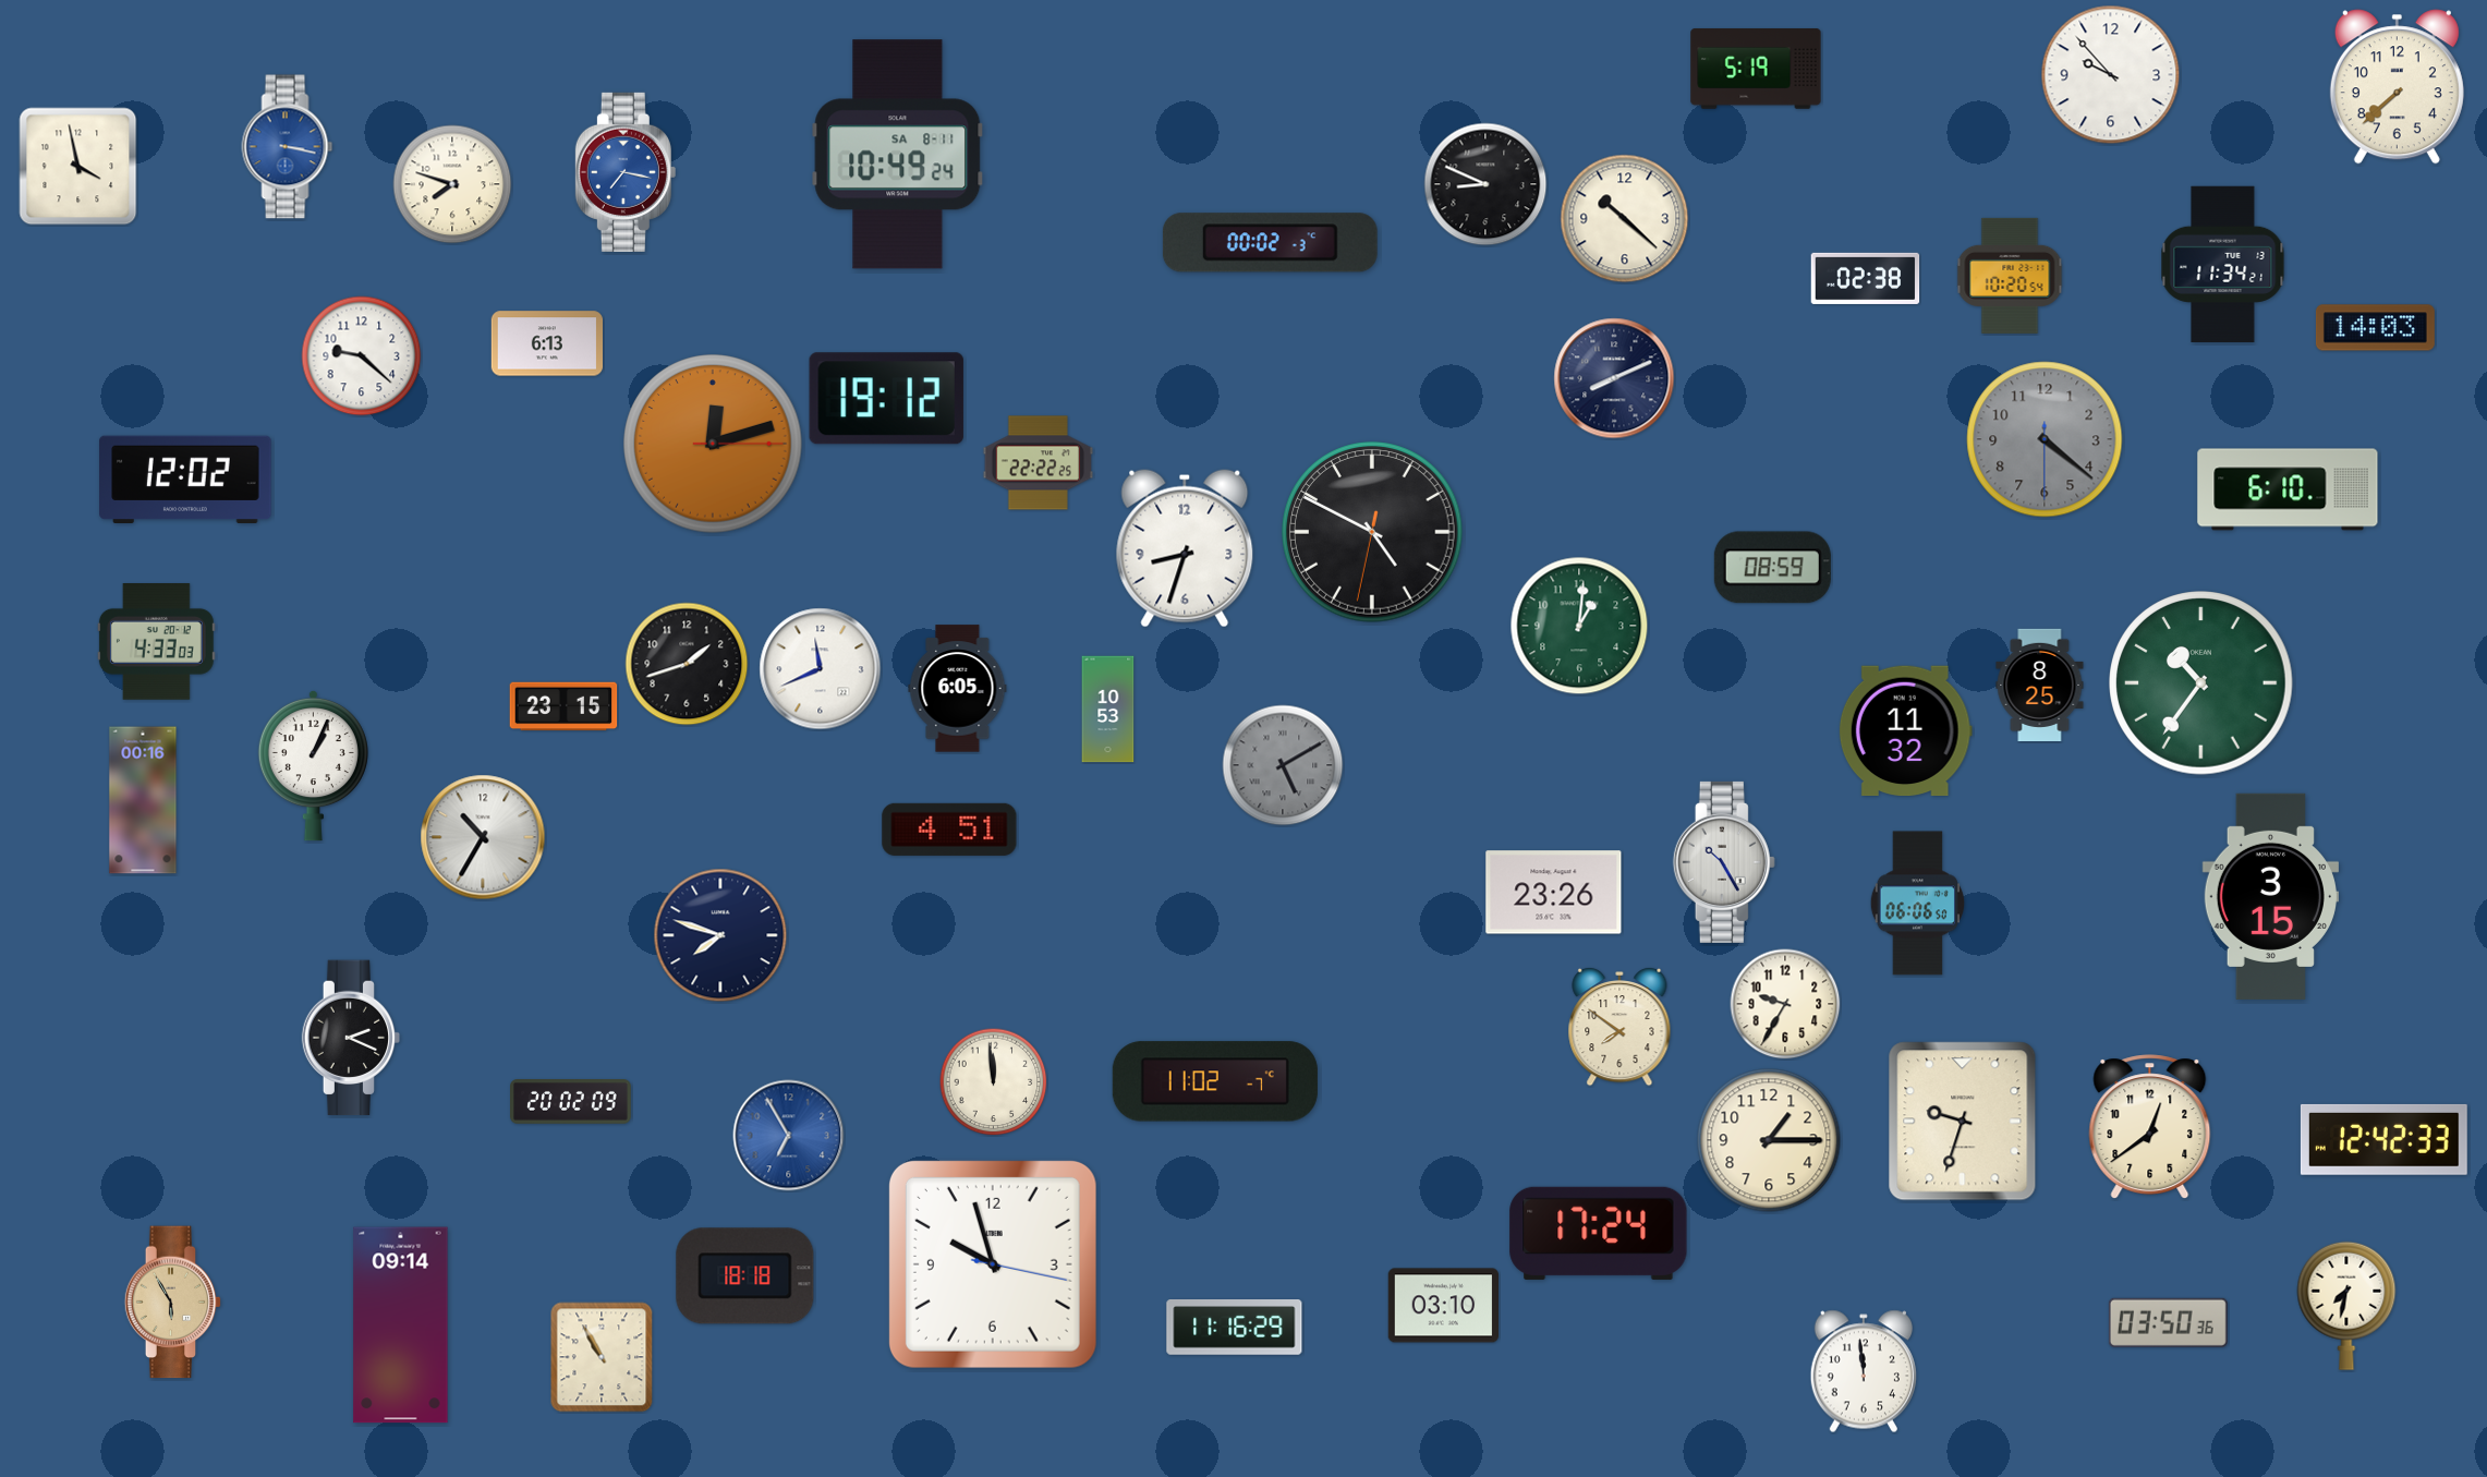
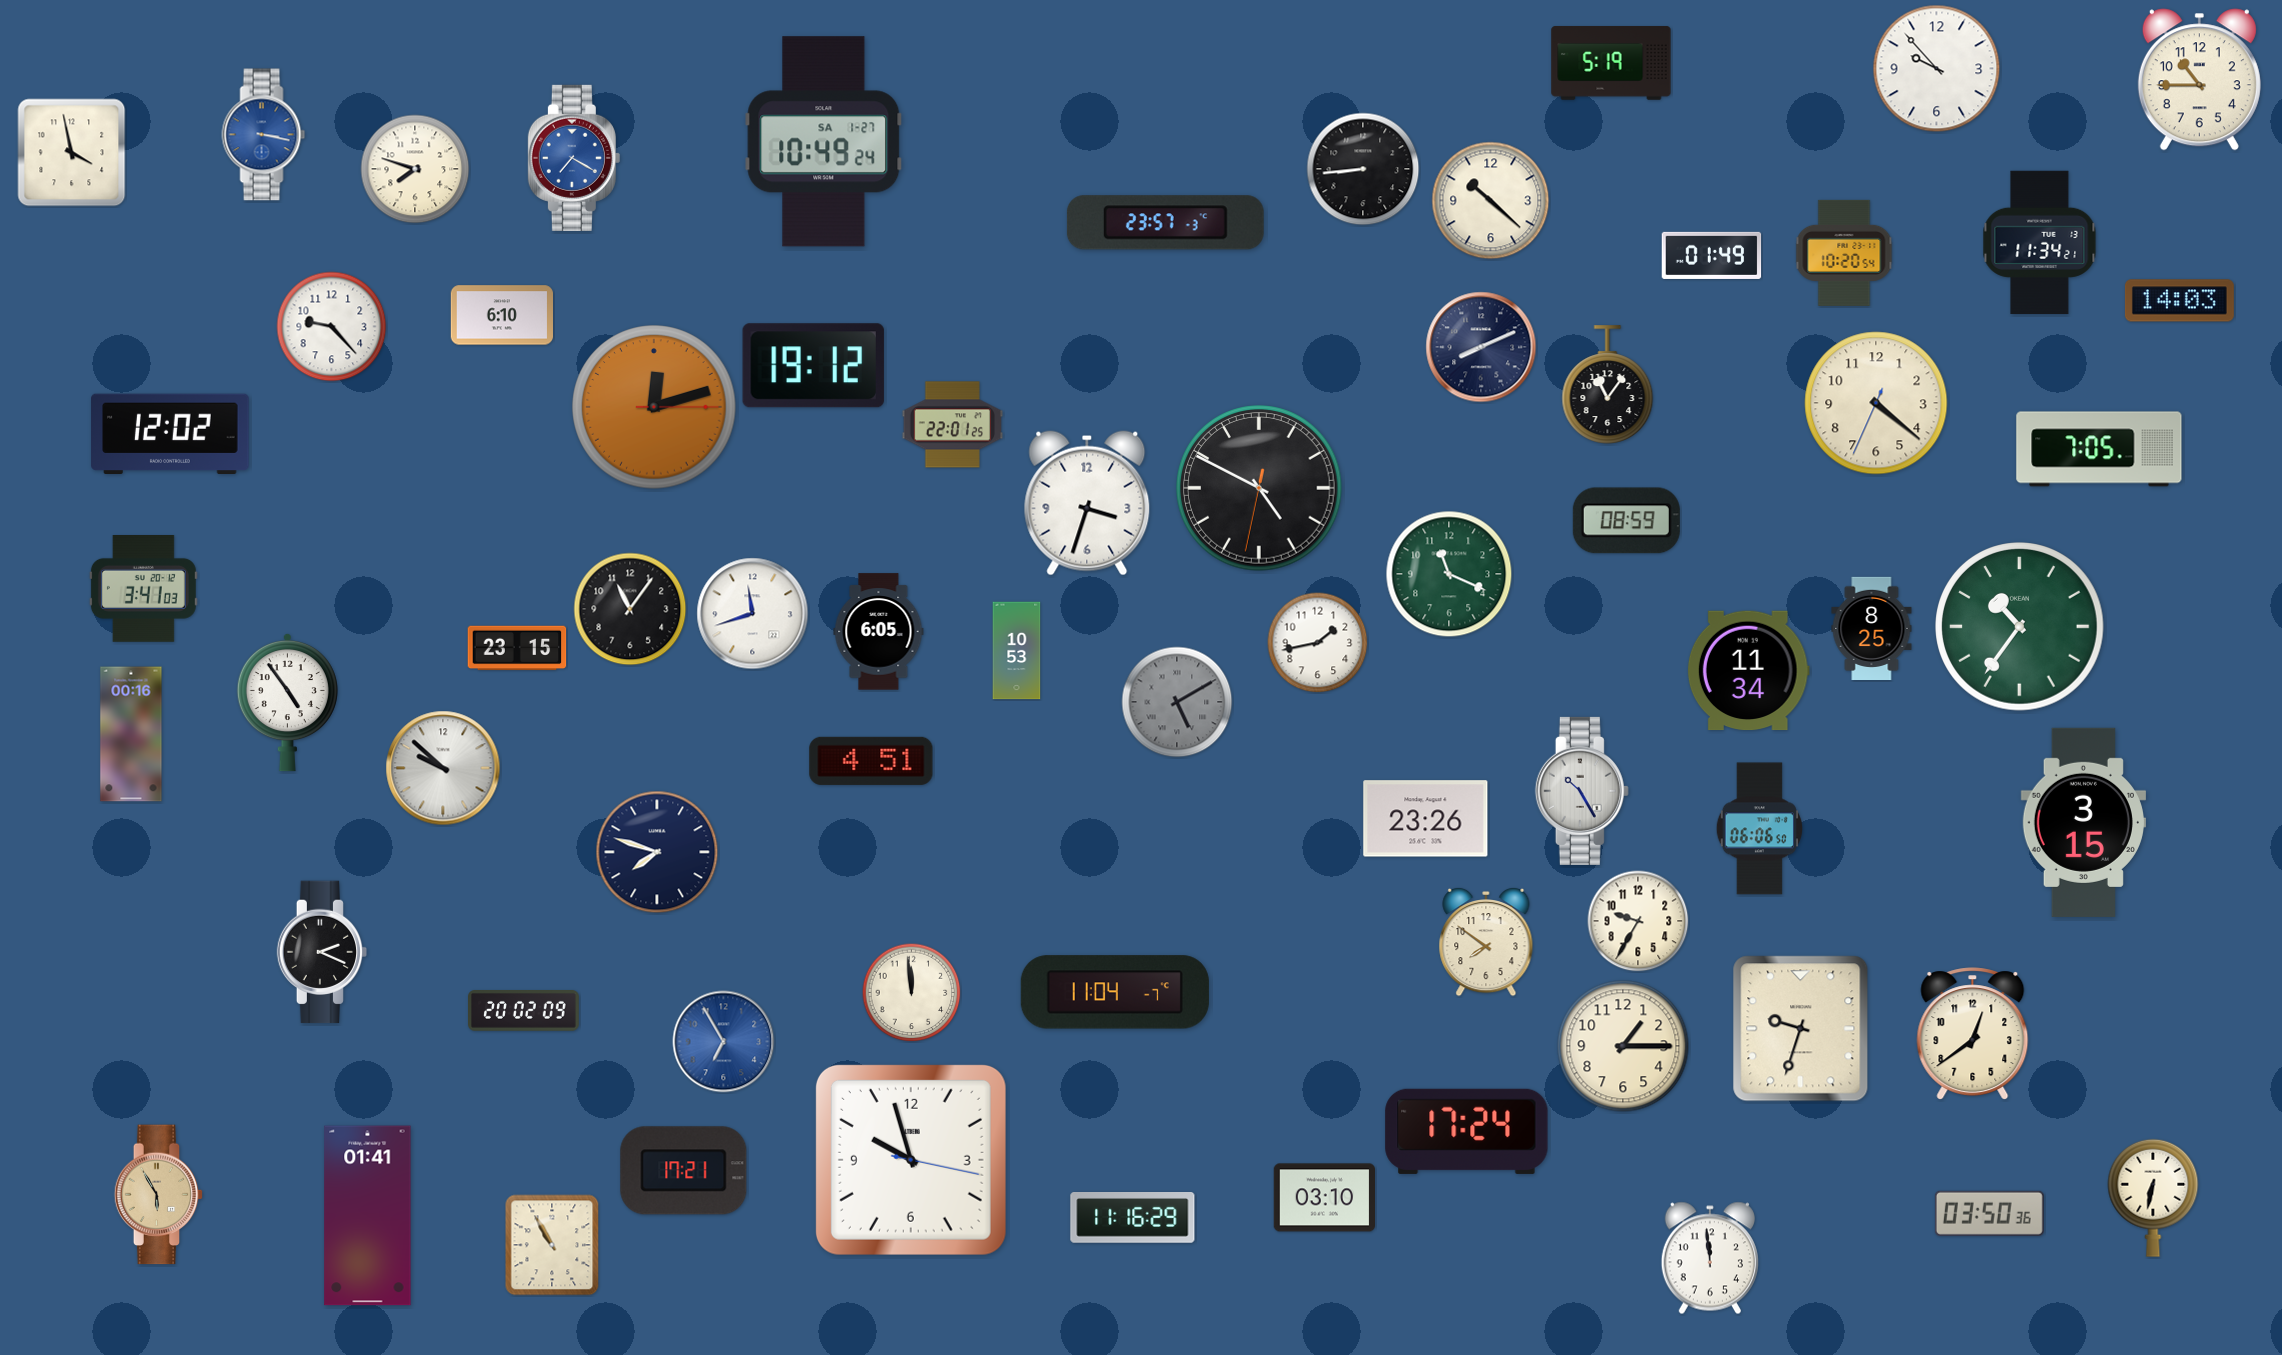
clock at (2397, 87): 7:38 -> 10:45
clock at (898, 155) date: SA 8-11 -> SA 1-27
clock at (626, 172): 7:17 -> 7:20
clock at (1485, 184): 8:49 -> 8:44
clock at (1270, 243): 00:02 -> 23:57
clock at (1866, 278): 02:38 -> 01:49
clock at (546, 343): 6:13 -> 6:10
clock at (362, 356): 9:22 -> 9:23
clock at (1608, 385): none -> 11:06
clock at (2045, 439): 4:21:30 -> 4:21:34
clock at (2045, 439) dial: grey -> cream
clock at (1038, 463): 22:22 -> 22:01
clock at (185, 480) position: (185, 480) -> (170, 434)
clock at (2288, 489): 6:10 -> 7:05
clock at (1185, 548): 8:33 -> 3:33
clock at (1579, 626): 1:01 -> 11:19
clock at (156, 642): 4:33 -> 3:41
clock at (687, 664): 1:42 -> 11:06
clock at (821, 669): 11:41 -> 11:42
clock at (1318, 643): none -> 1:43
clock at (1905, 731): 11:32 -> 11:34
clock at (313, 765): 1:04 -> 4:54
clock at (483, 837): 10:35 -> 9:52
clock at (720, 935) position: (720, 935) -> (657, 852)
clock at (1215, 1081): 11:02 -> 11:04
clock at (2383, 1139): 12:42 -> none
clock at (745, 1276): 18:18 -> 17:21
clock at (2346, 1306): 7:32 -> 6:32
clock at (401, 1325): 09:14 -> 01:41
